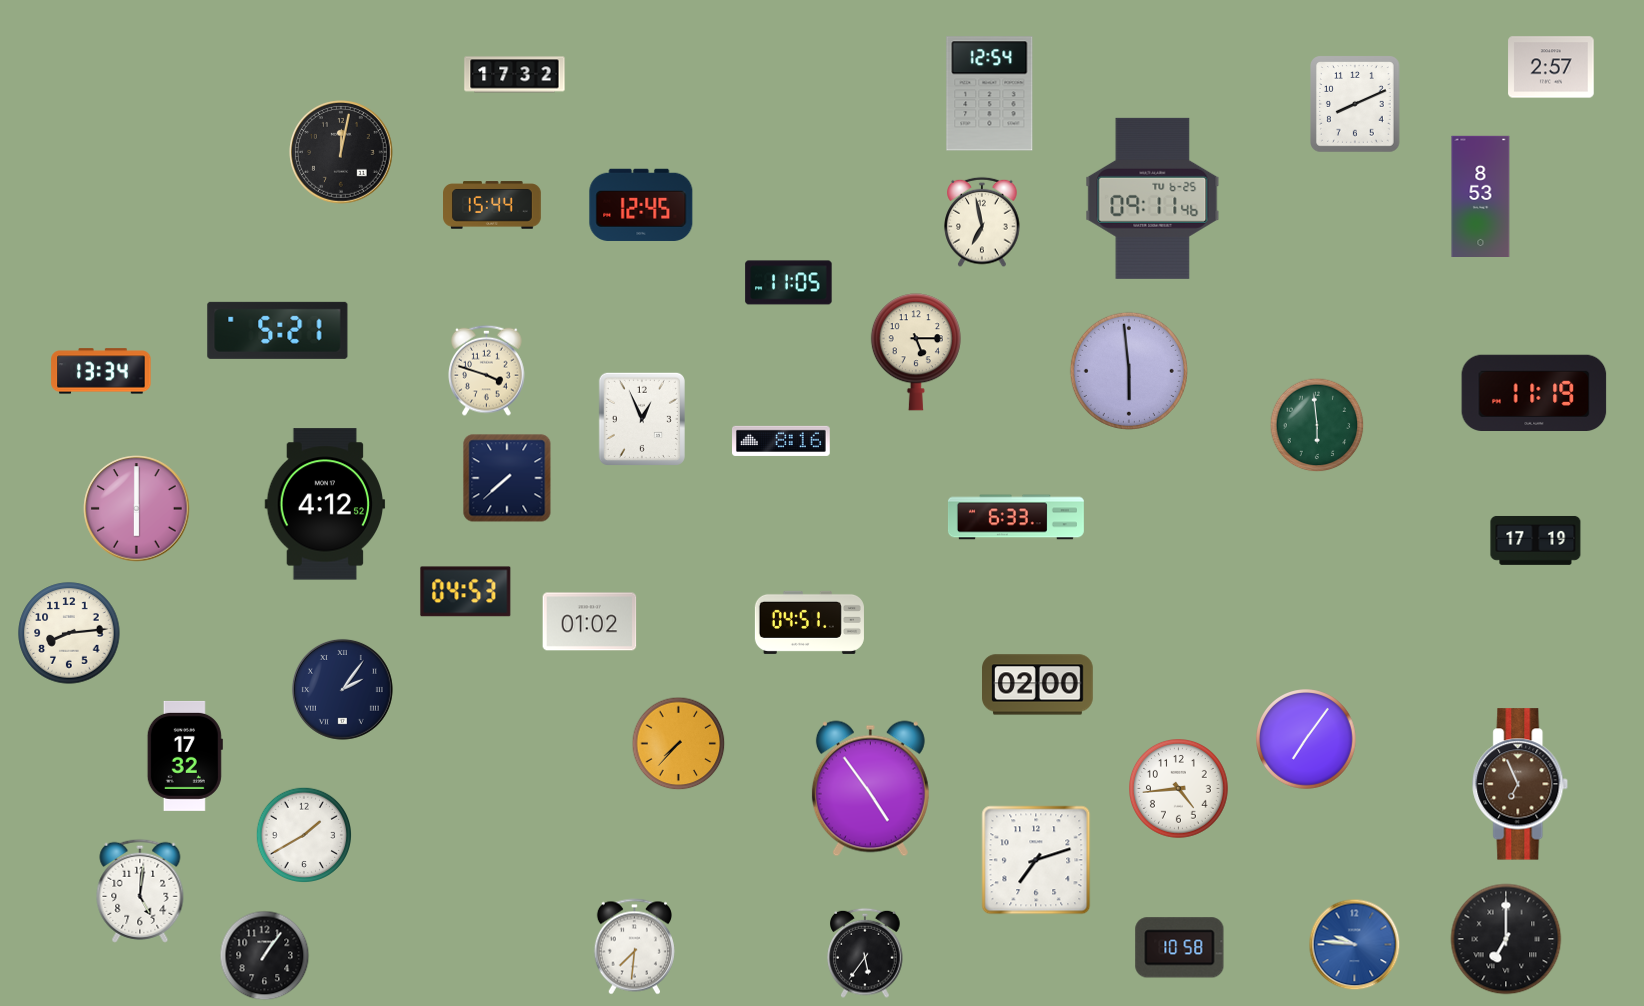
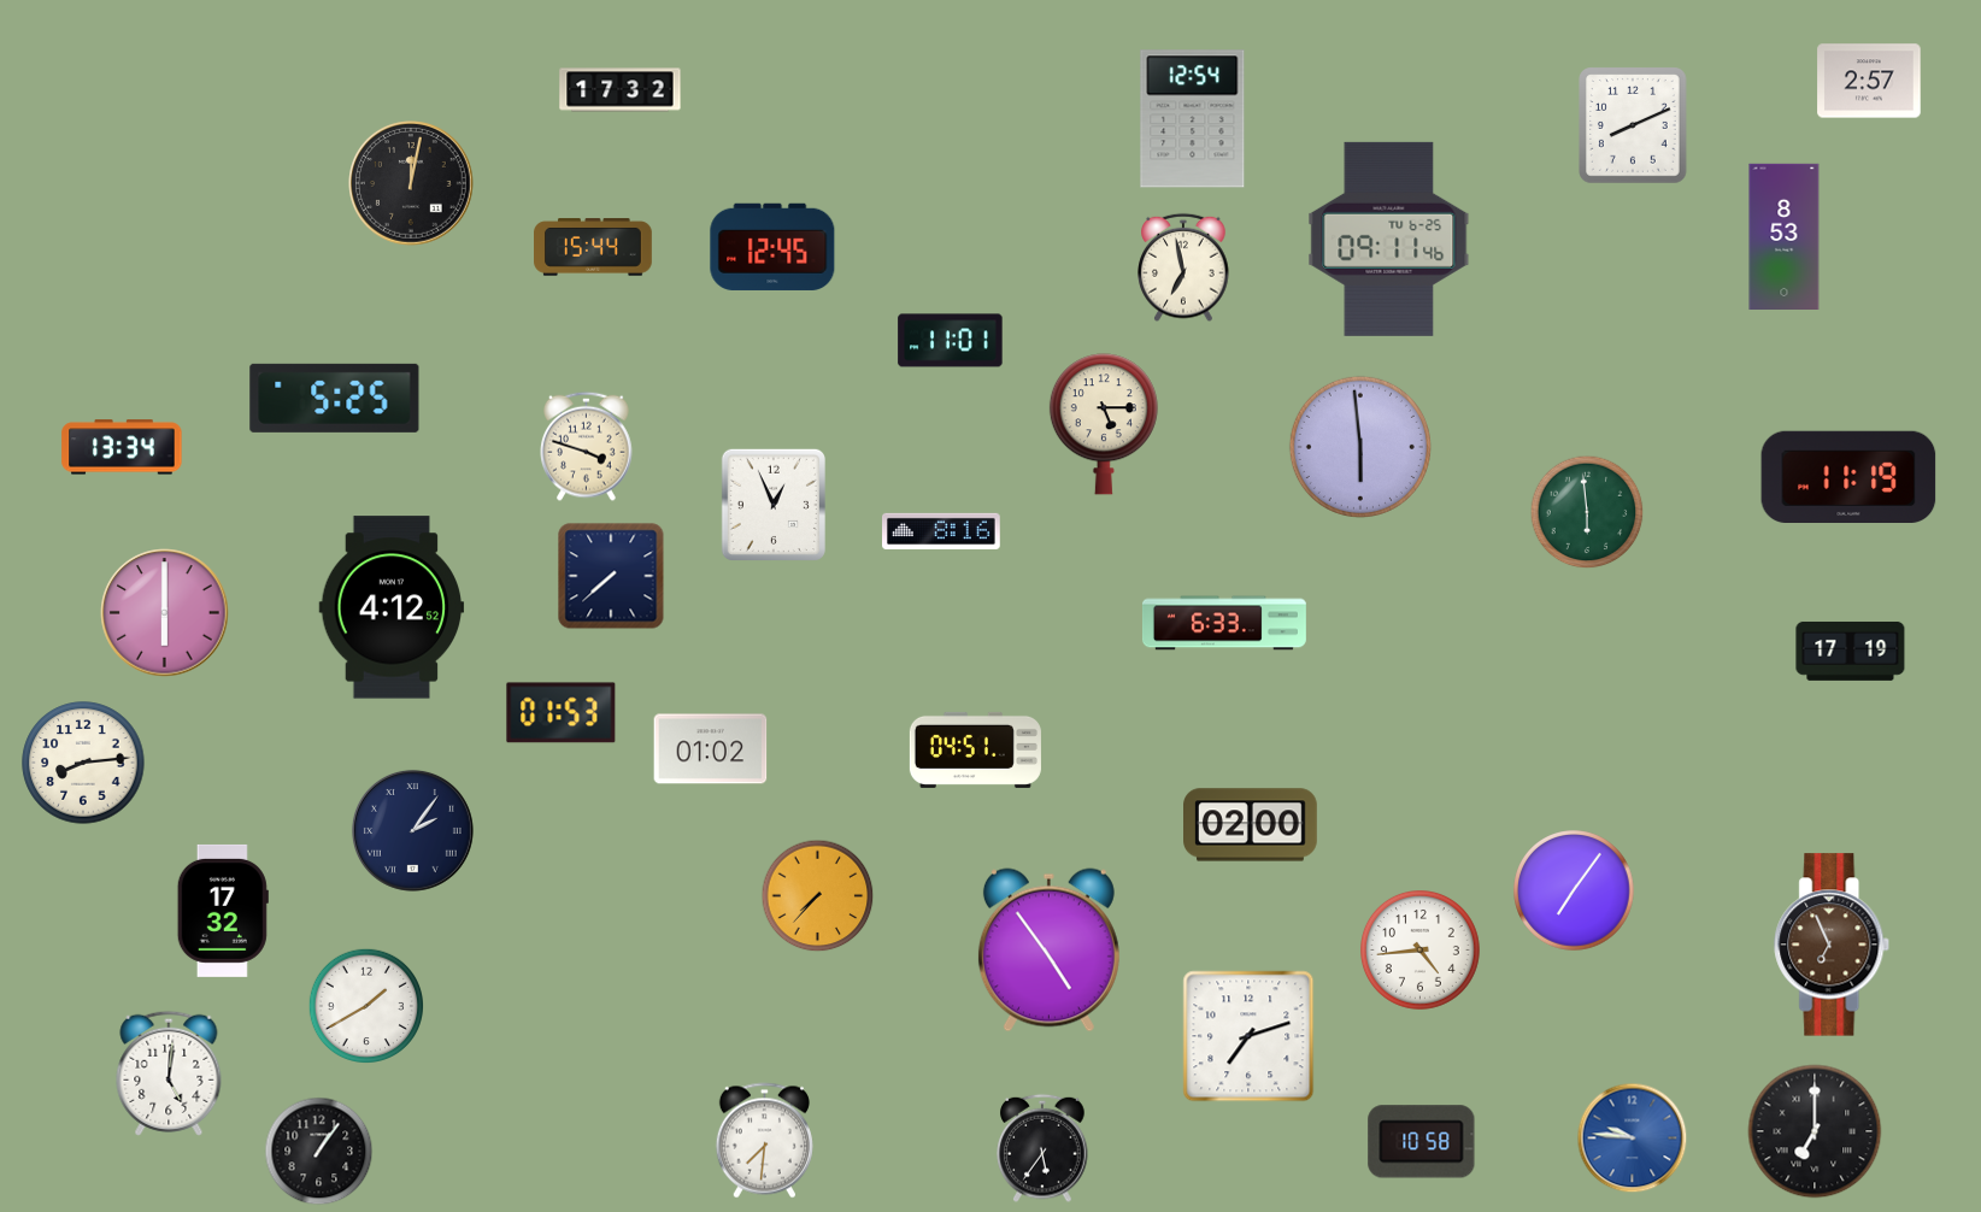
clock at (990, 94) position: (990, 94) -> (1193, 119)
clock at (789, 283): 11:05 -> 11:01
clock at (278, 330): 5:21 -> 5:25
clock at (1534, 392) position: (1534, 392) -> (1848, 476)
clock at (466, 592): 04:53 -> 01:53
